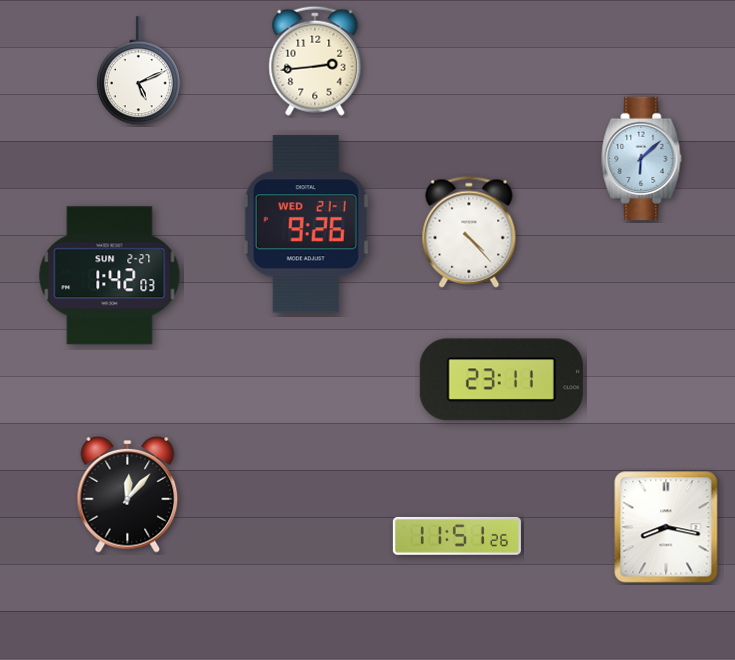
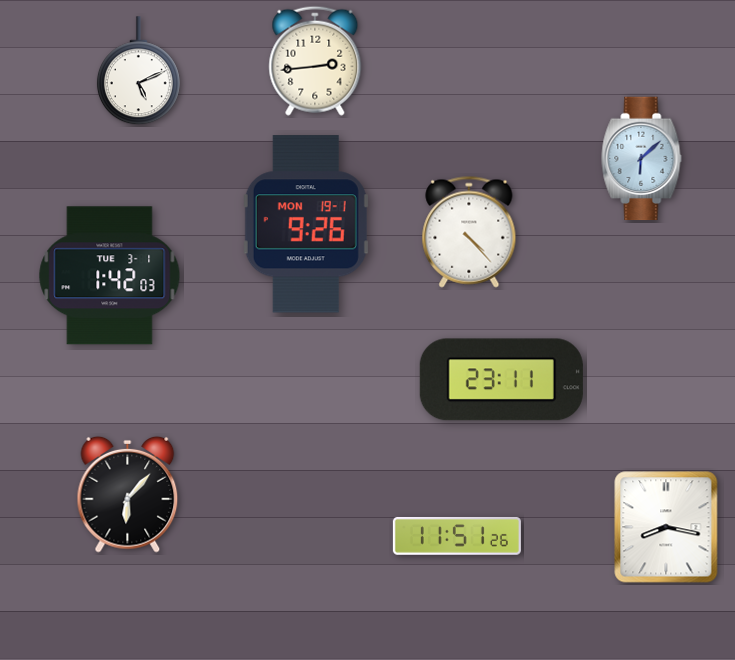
clock at (306, 224) date: WED 21-1 -> MON 19-1
clock at (110, 276) date: SUN 2-27 -> TUE 3-1
clock at (128, 494): 12:07 -> 6:07
